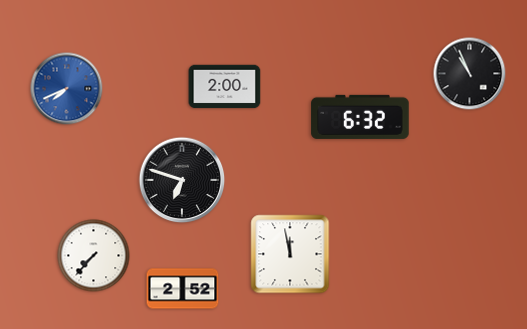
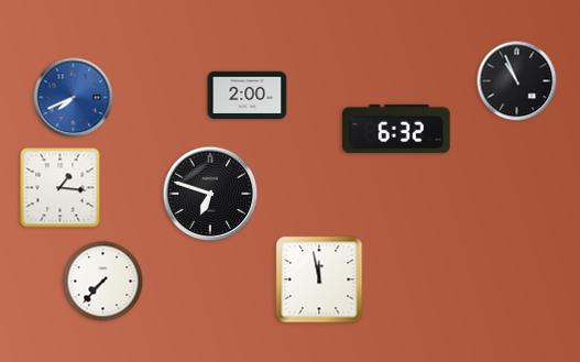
clock at (61, 188): none -> 1:16
clock at (182, 180) position: (182, 180) -> (210, 194)
clock at (183, 289): 2:52 -> none
